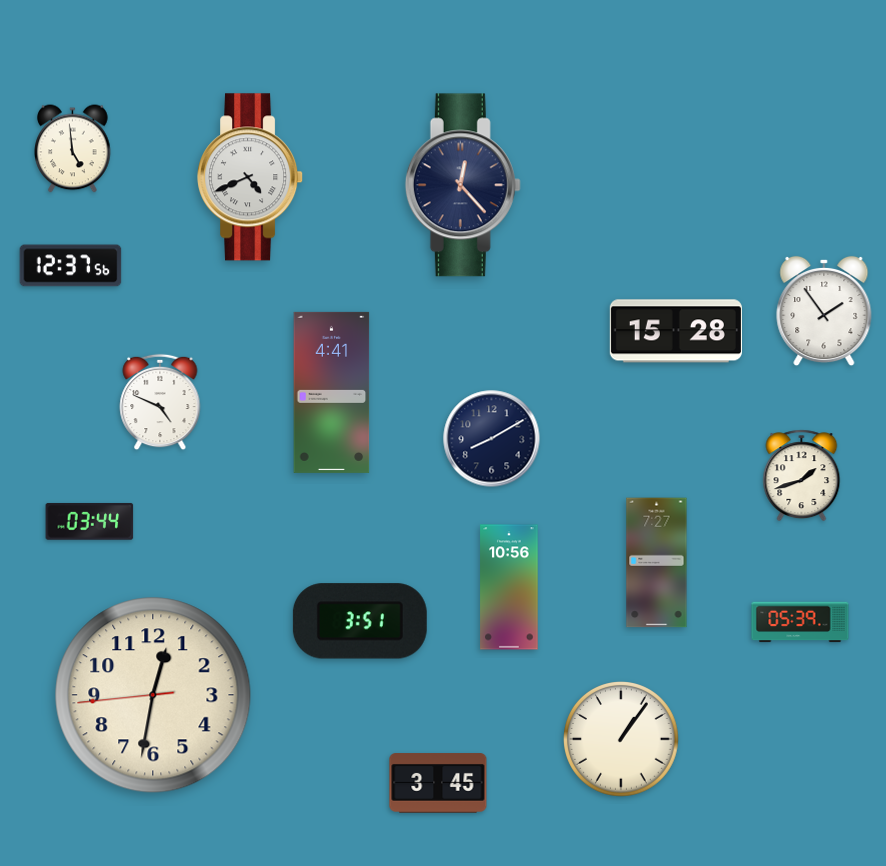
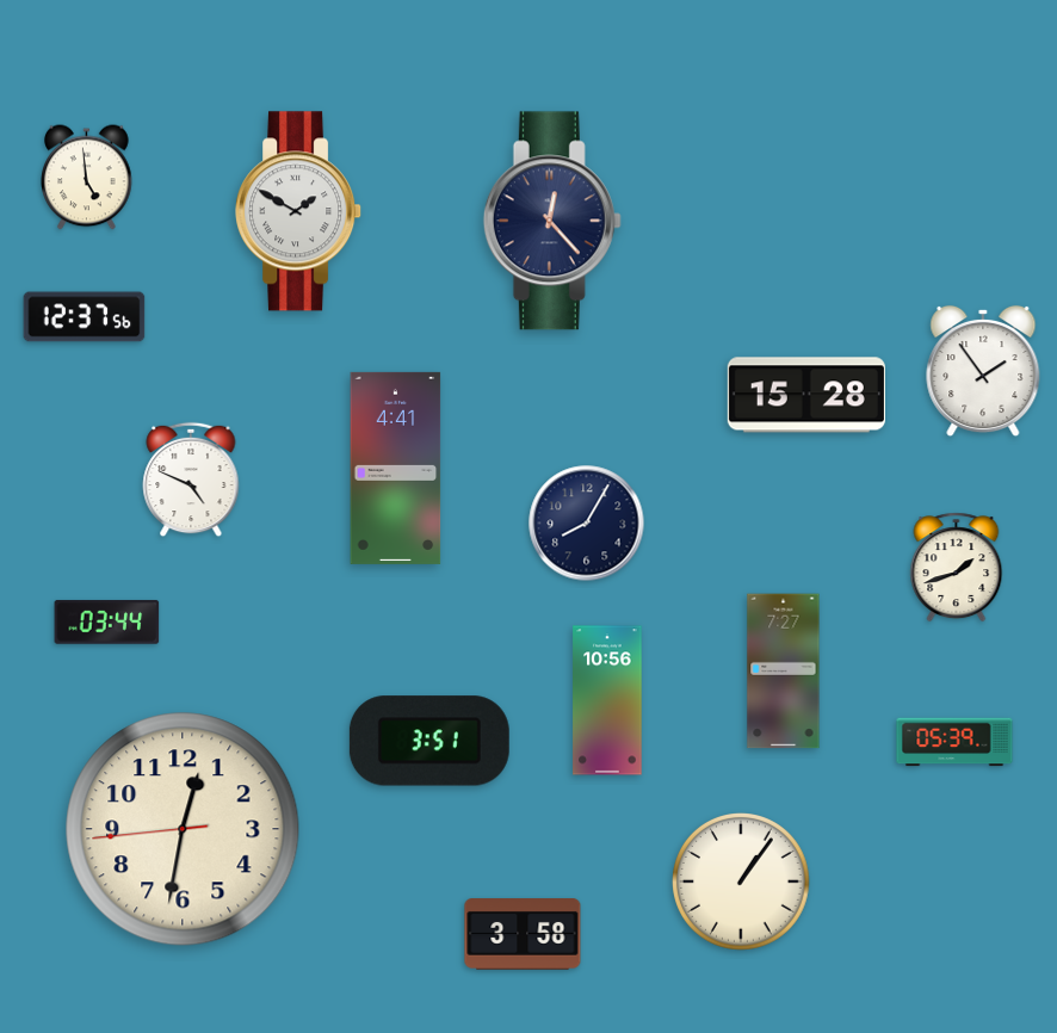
clock at (251, 177): 4:41 -> 1:50
clock at (492, 439): 8:10 -> 8:05
clock at (438, 783): 3:45 -> 3:58
